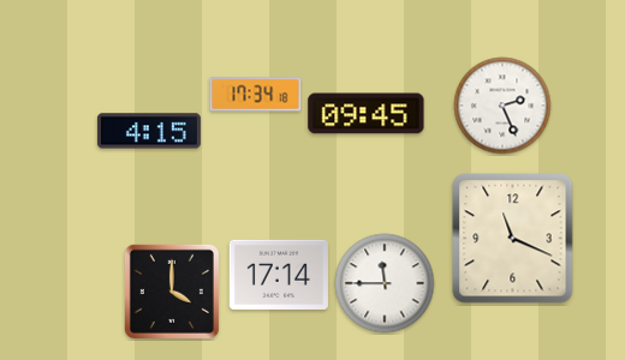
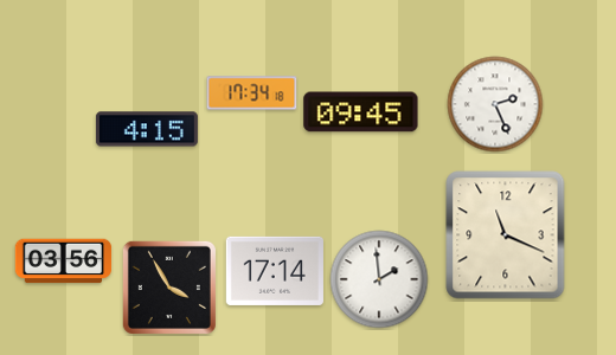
clock at (64, 262): none -> 03:56
clock at (385, 283): 11:45 -> 1:59
clock at (172, 292): 4:00 -> 3:55
